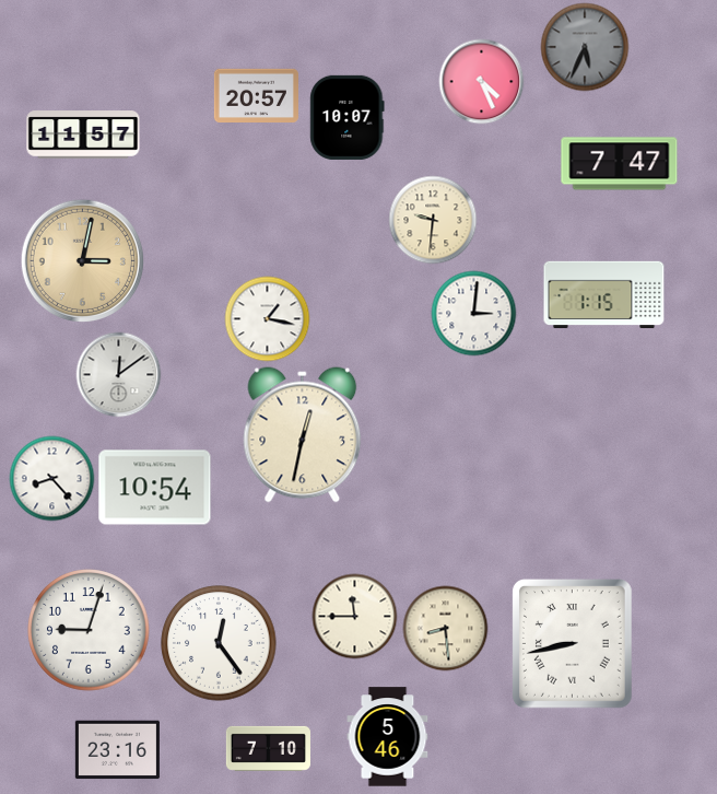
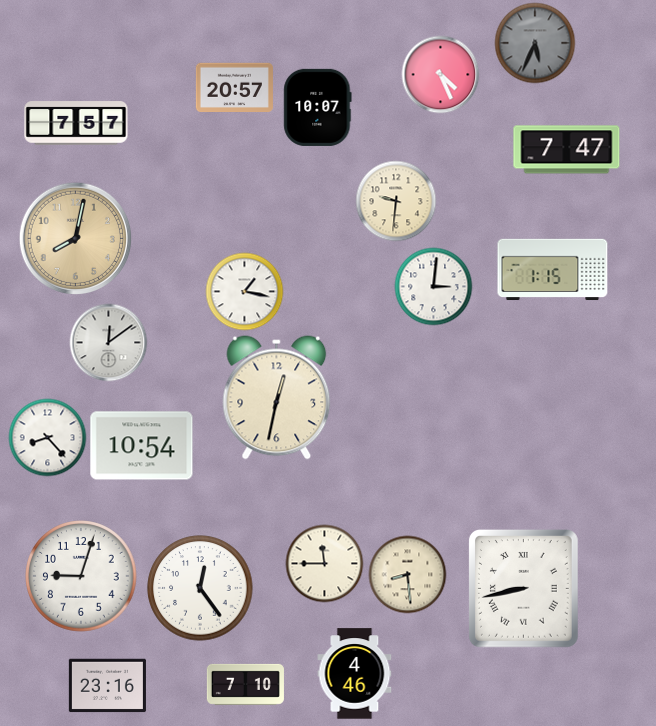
clock at (83, 135): 11:57 -> 7:57
clock at (82, 260): 3:02 -> 8:02
clock at (388, 737): 5:46 -> 4:46
